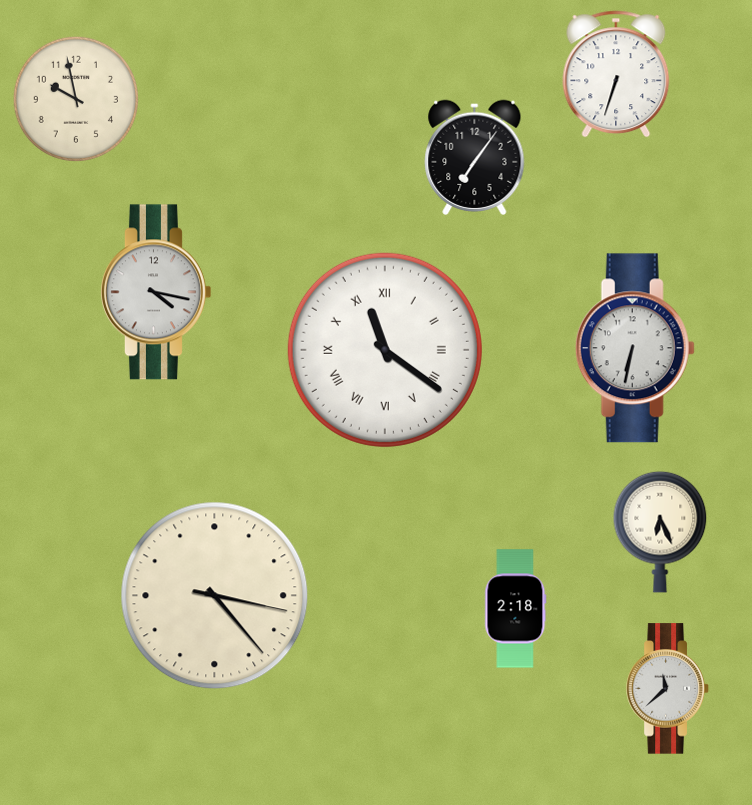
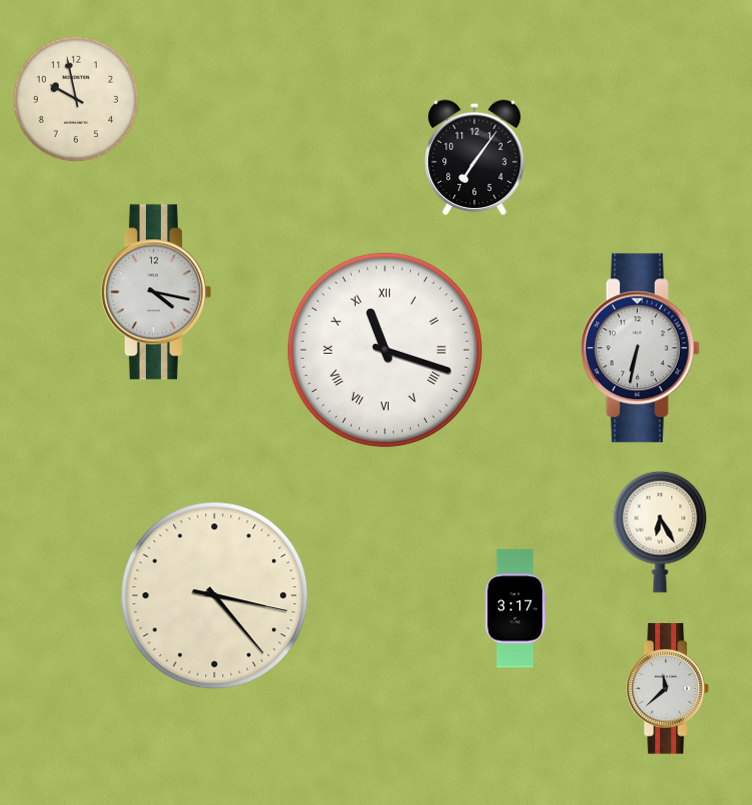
clock at (616, 74): 6:33 -> none
clock at (635, 348) position: (635, 348) -> (640, 348)
clock at (385, 350): 11:21 -> 11:18
clock at (660, 532): 6:26 -> 6:25
clock at (516, 609): 2:18 -> 3:17
